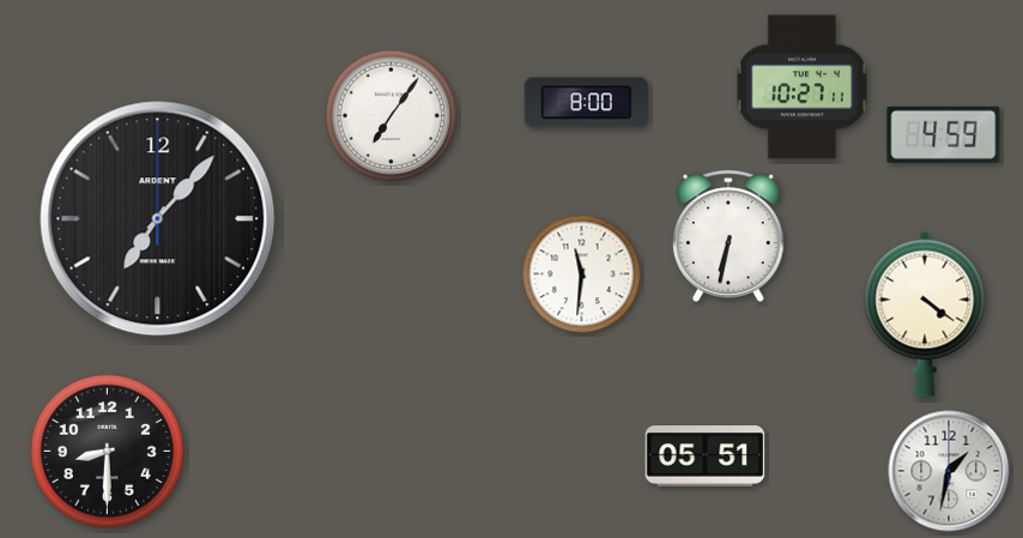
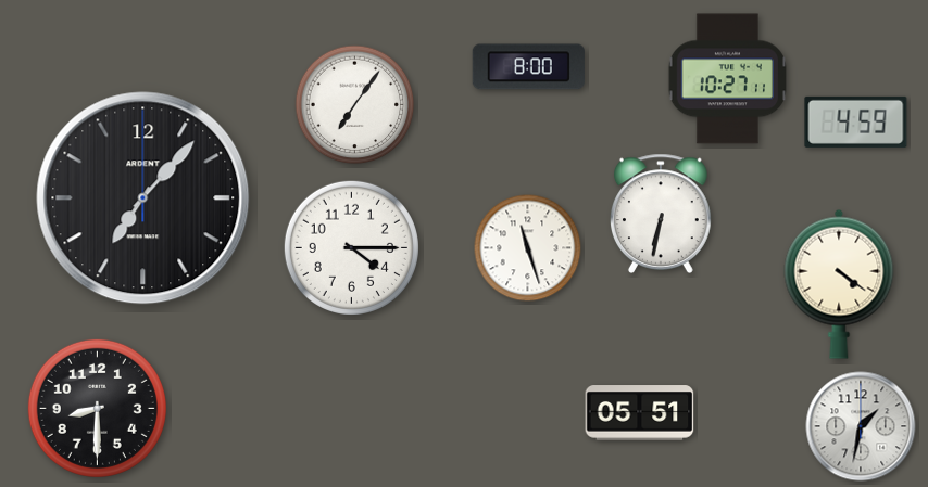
clock at (586, 103) position: (586, 103) -> (528, 67)
clock at (351, 247): none -> 4:15
clock at (582, 274): 11:31 -> 11:27
